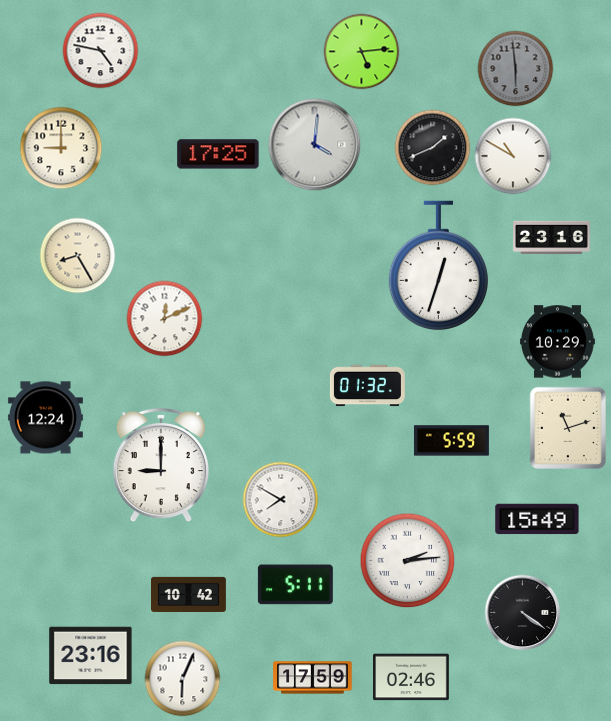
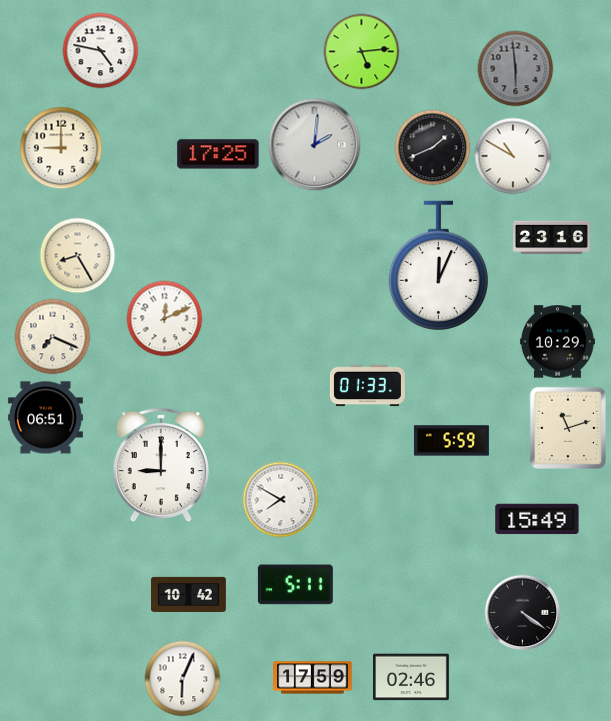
clock at (315, 145): 4:01 -> 2:01
clock at (438, 265): 12:33 -> 12:04
clock at (53, 337): none -> 7:19
clock at (367, 386): 01:32 -> 01:33
clock at (45, 418): 12:24 -> 06:51
clock at (408, 561): 2:14 -> none
clock at (91, 656): 23:16 -> none
